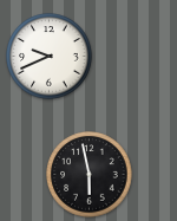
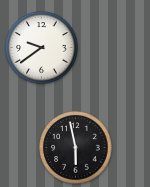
clock at (50, 57): 9:41 -> 9:39
